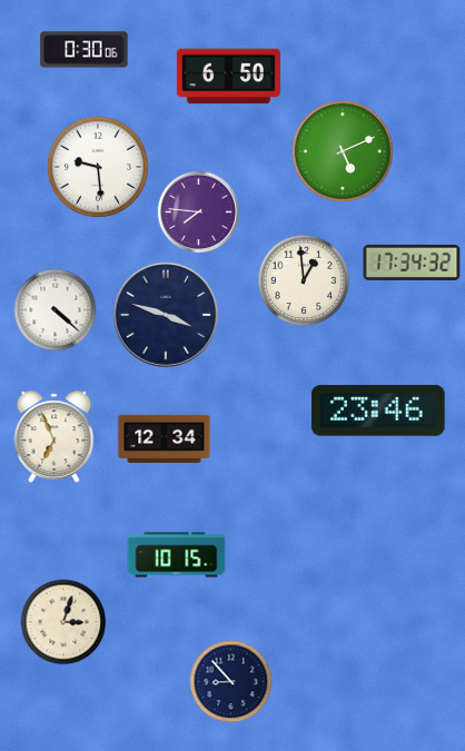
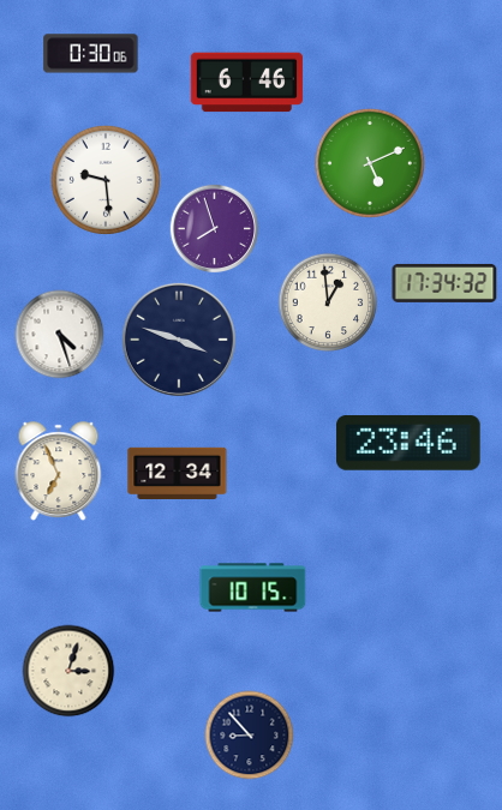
clock at (228, 77): 6:50 -> 6:46
clock at (199, 213): 7:46 -> 7:57
clock at (56, 310): 4:22 -> 4:27
clock at (177, 555) position: (177, 555) -> (253, 588)
